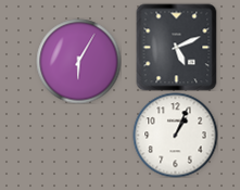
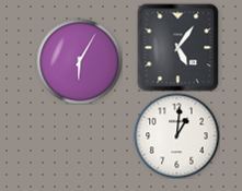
clock at (177, 47): 5:11 -> 5:06
clock at (175, 135): 1:04 -> 1:01
